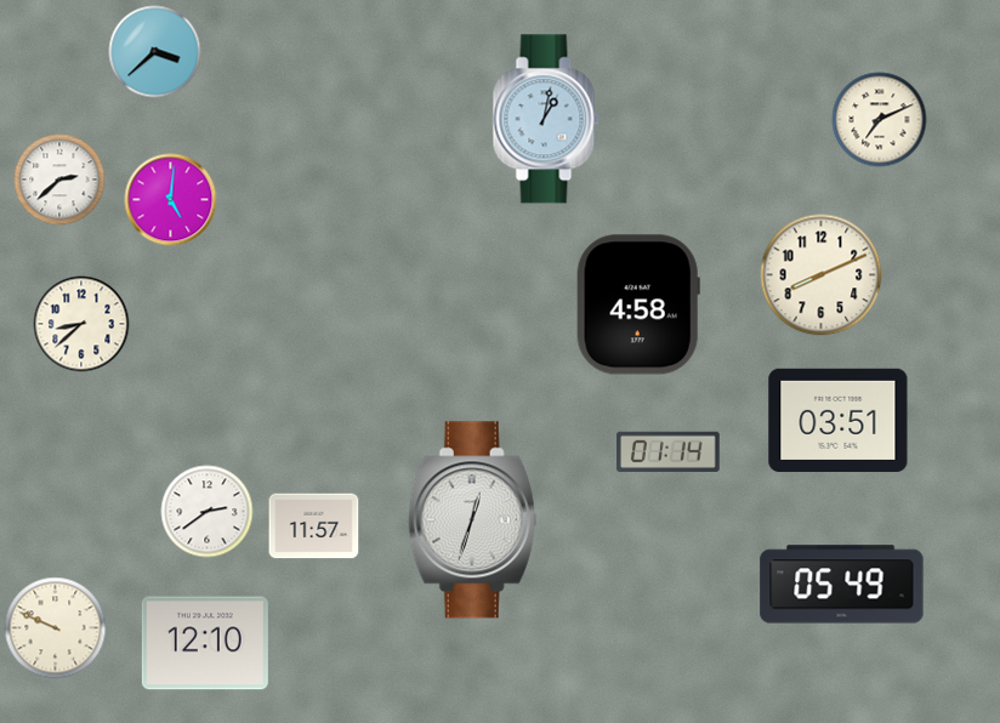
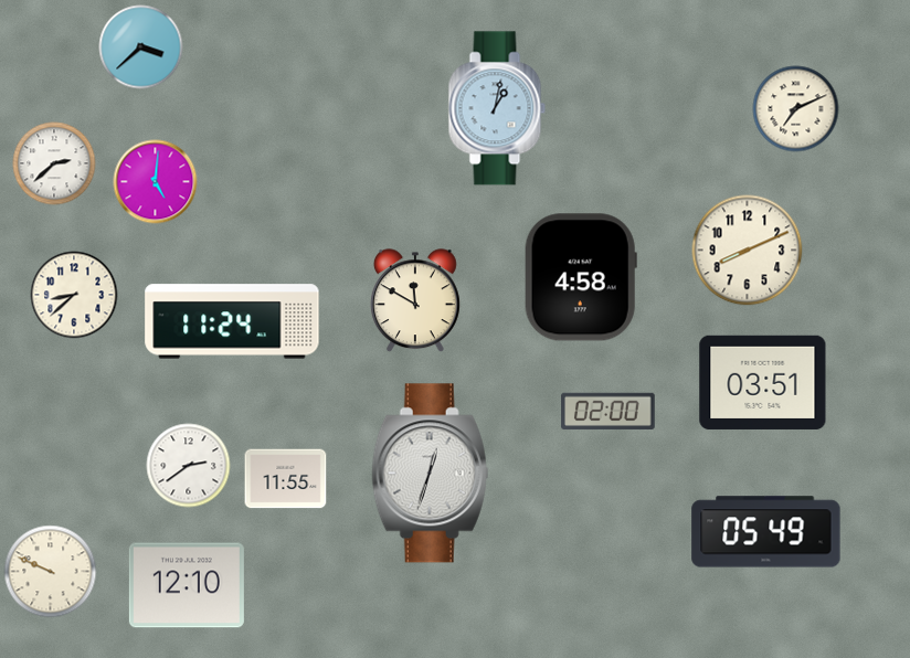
clock at (880, 120) position: (880, 120) -> (796, 109)
clock at (415, 301): none -> 11:50
clock at (232, 321): none -> 11:24
clock at (669, 451): 01:14 -> 02:00
clock at (314, 526): 11:57 -> 11:55
